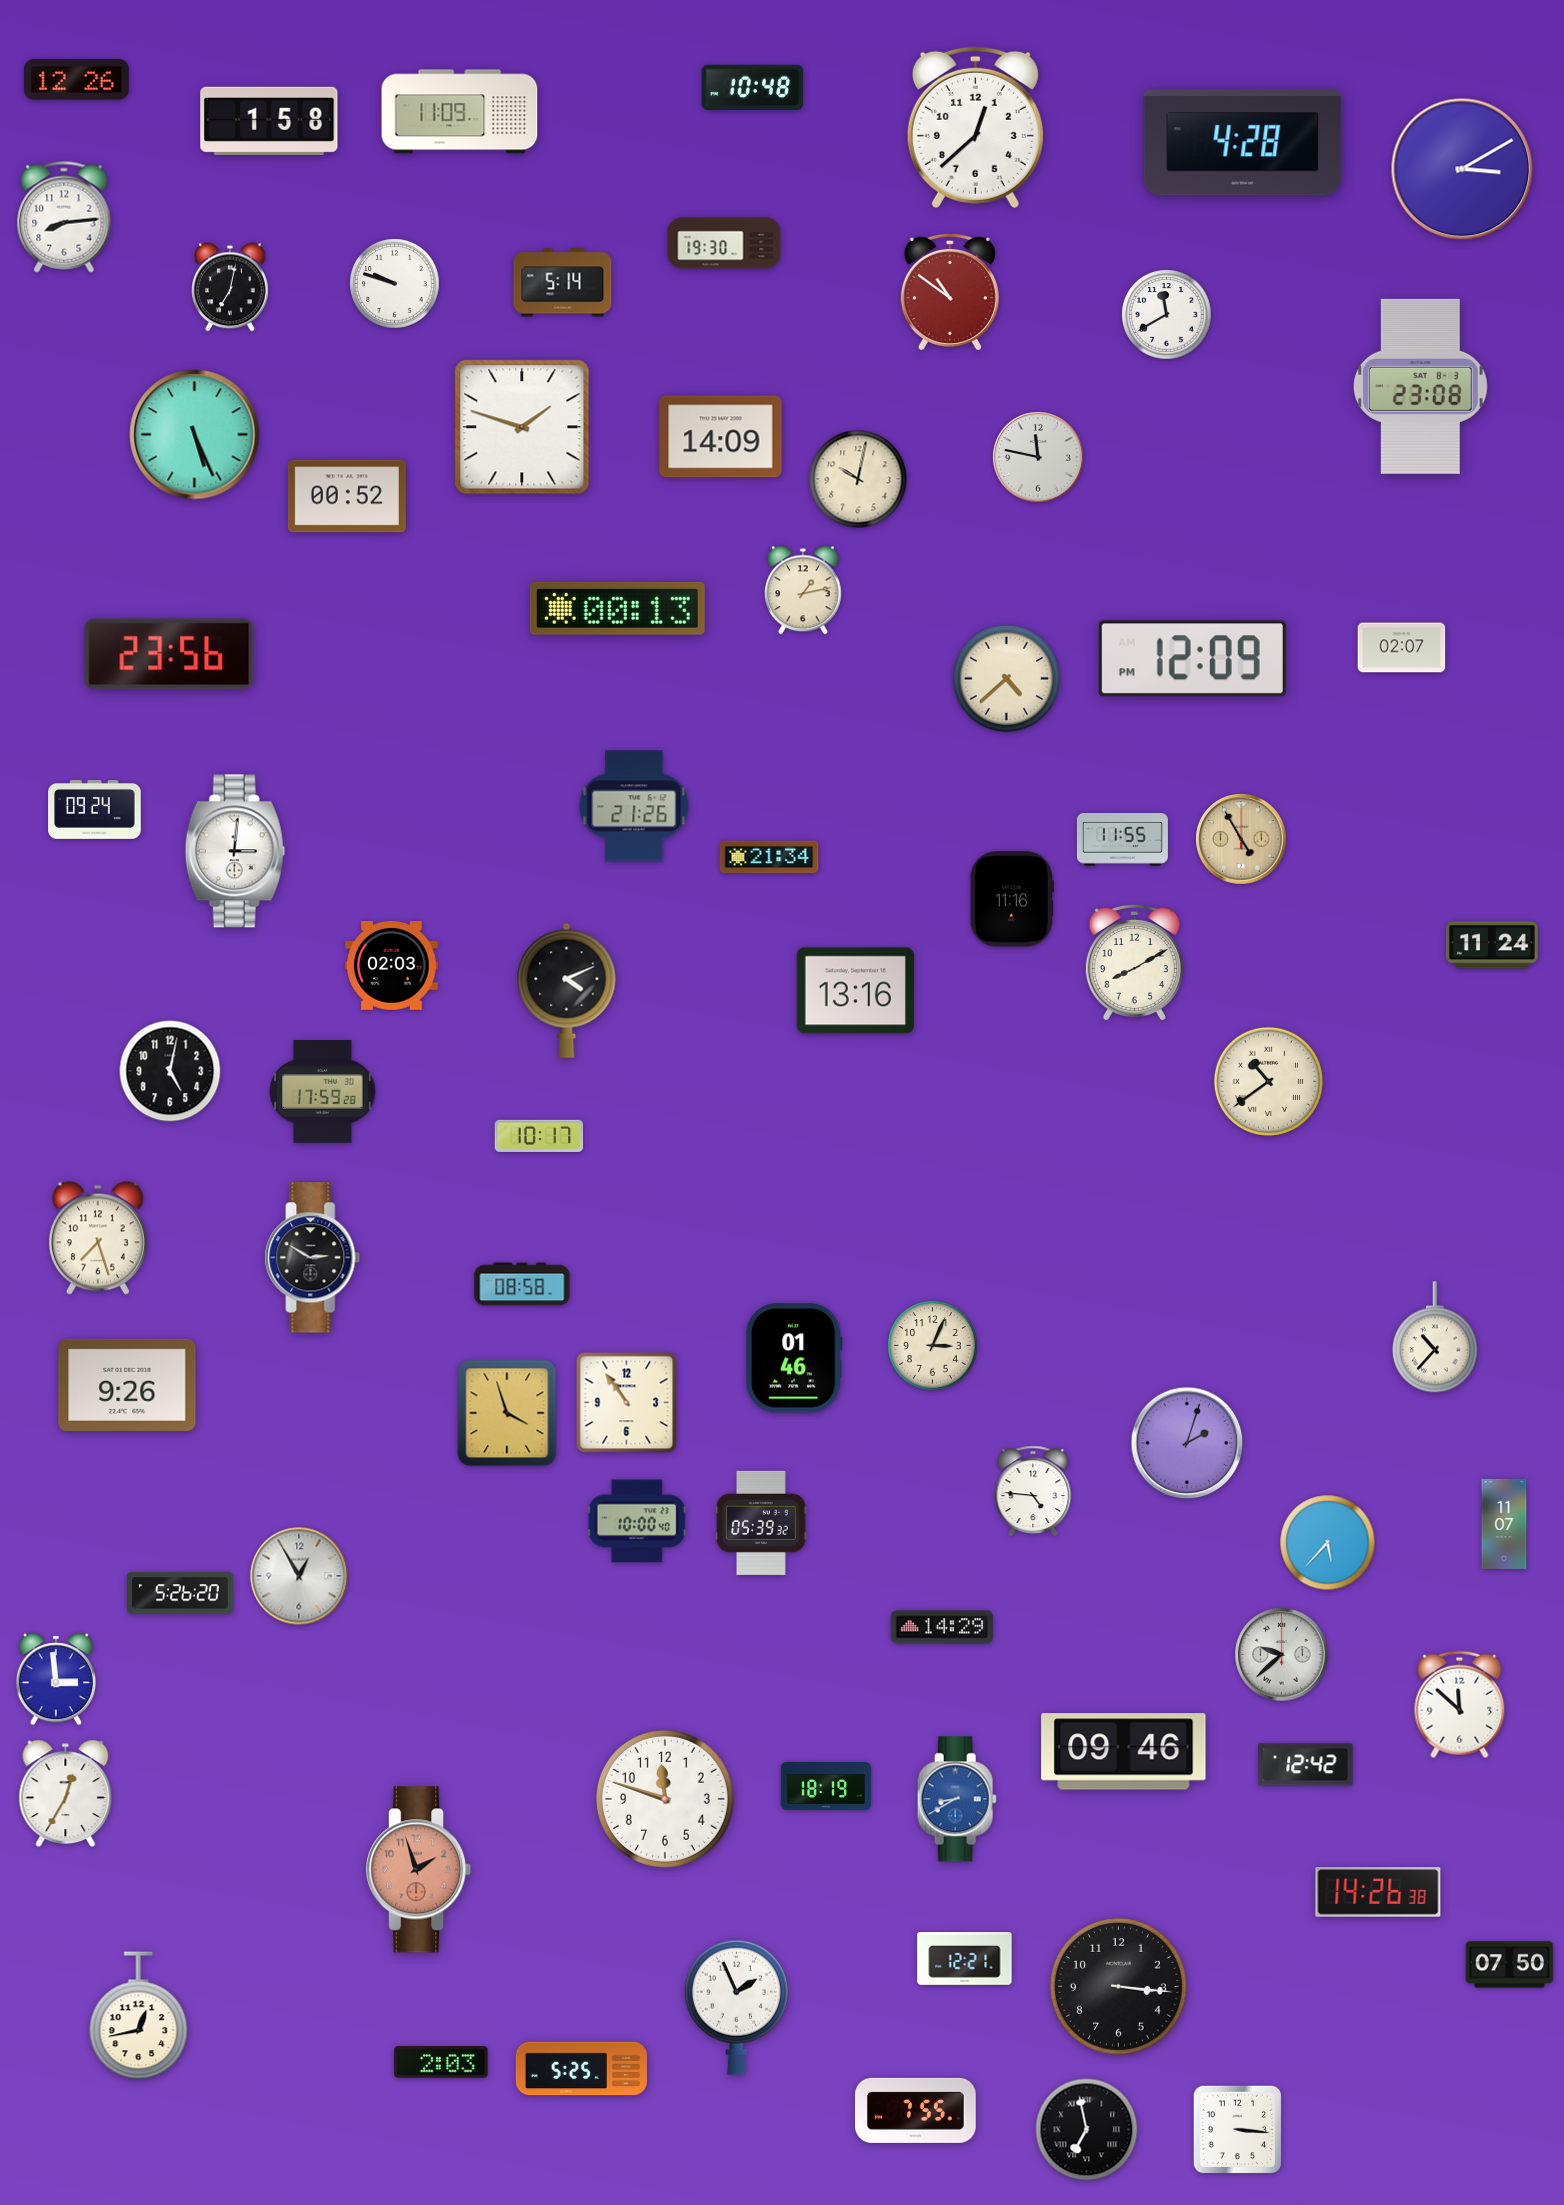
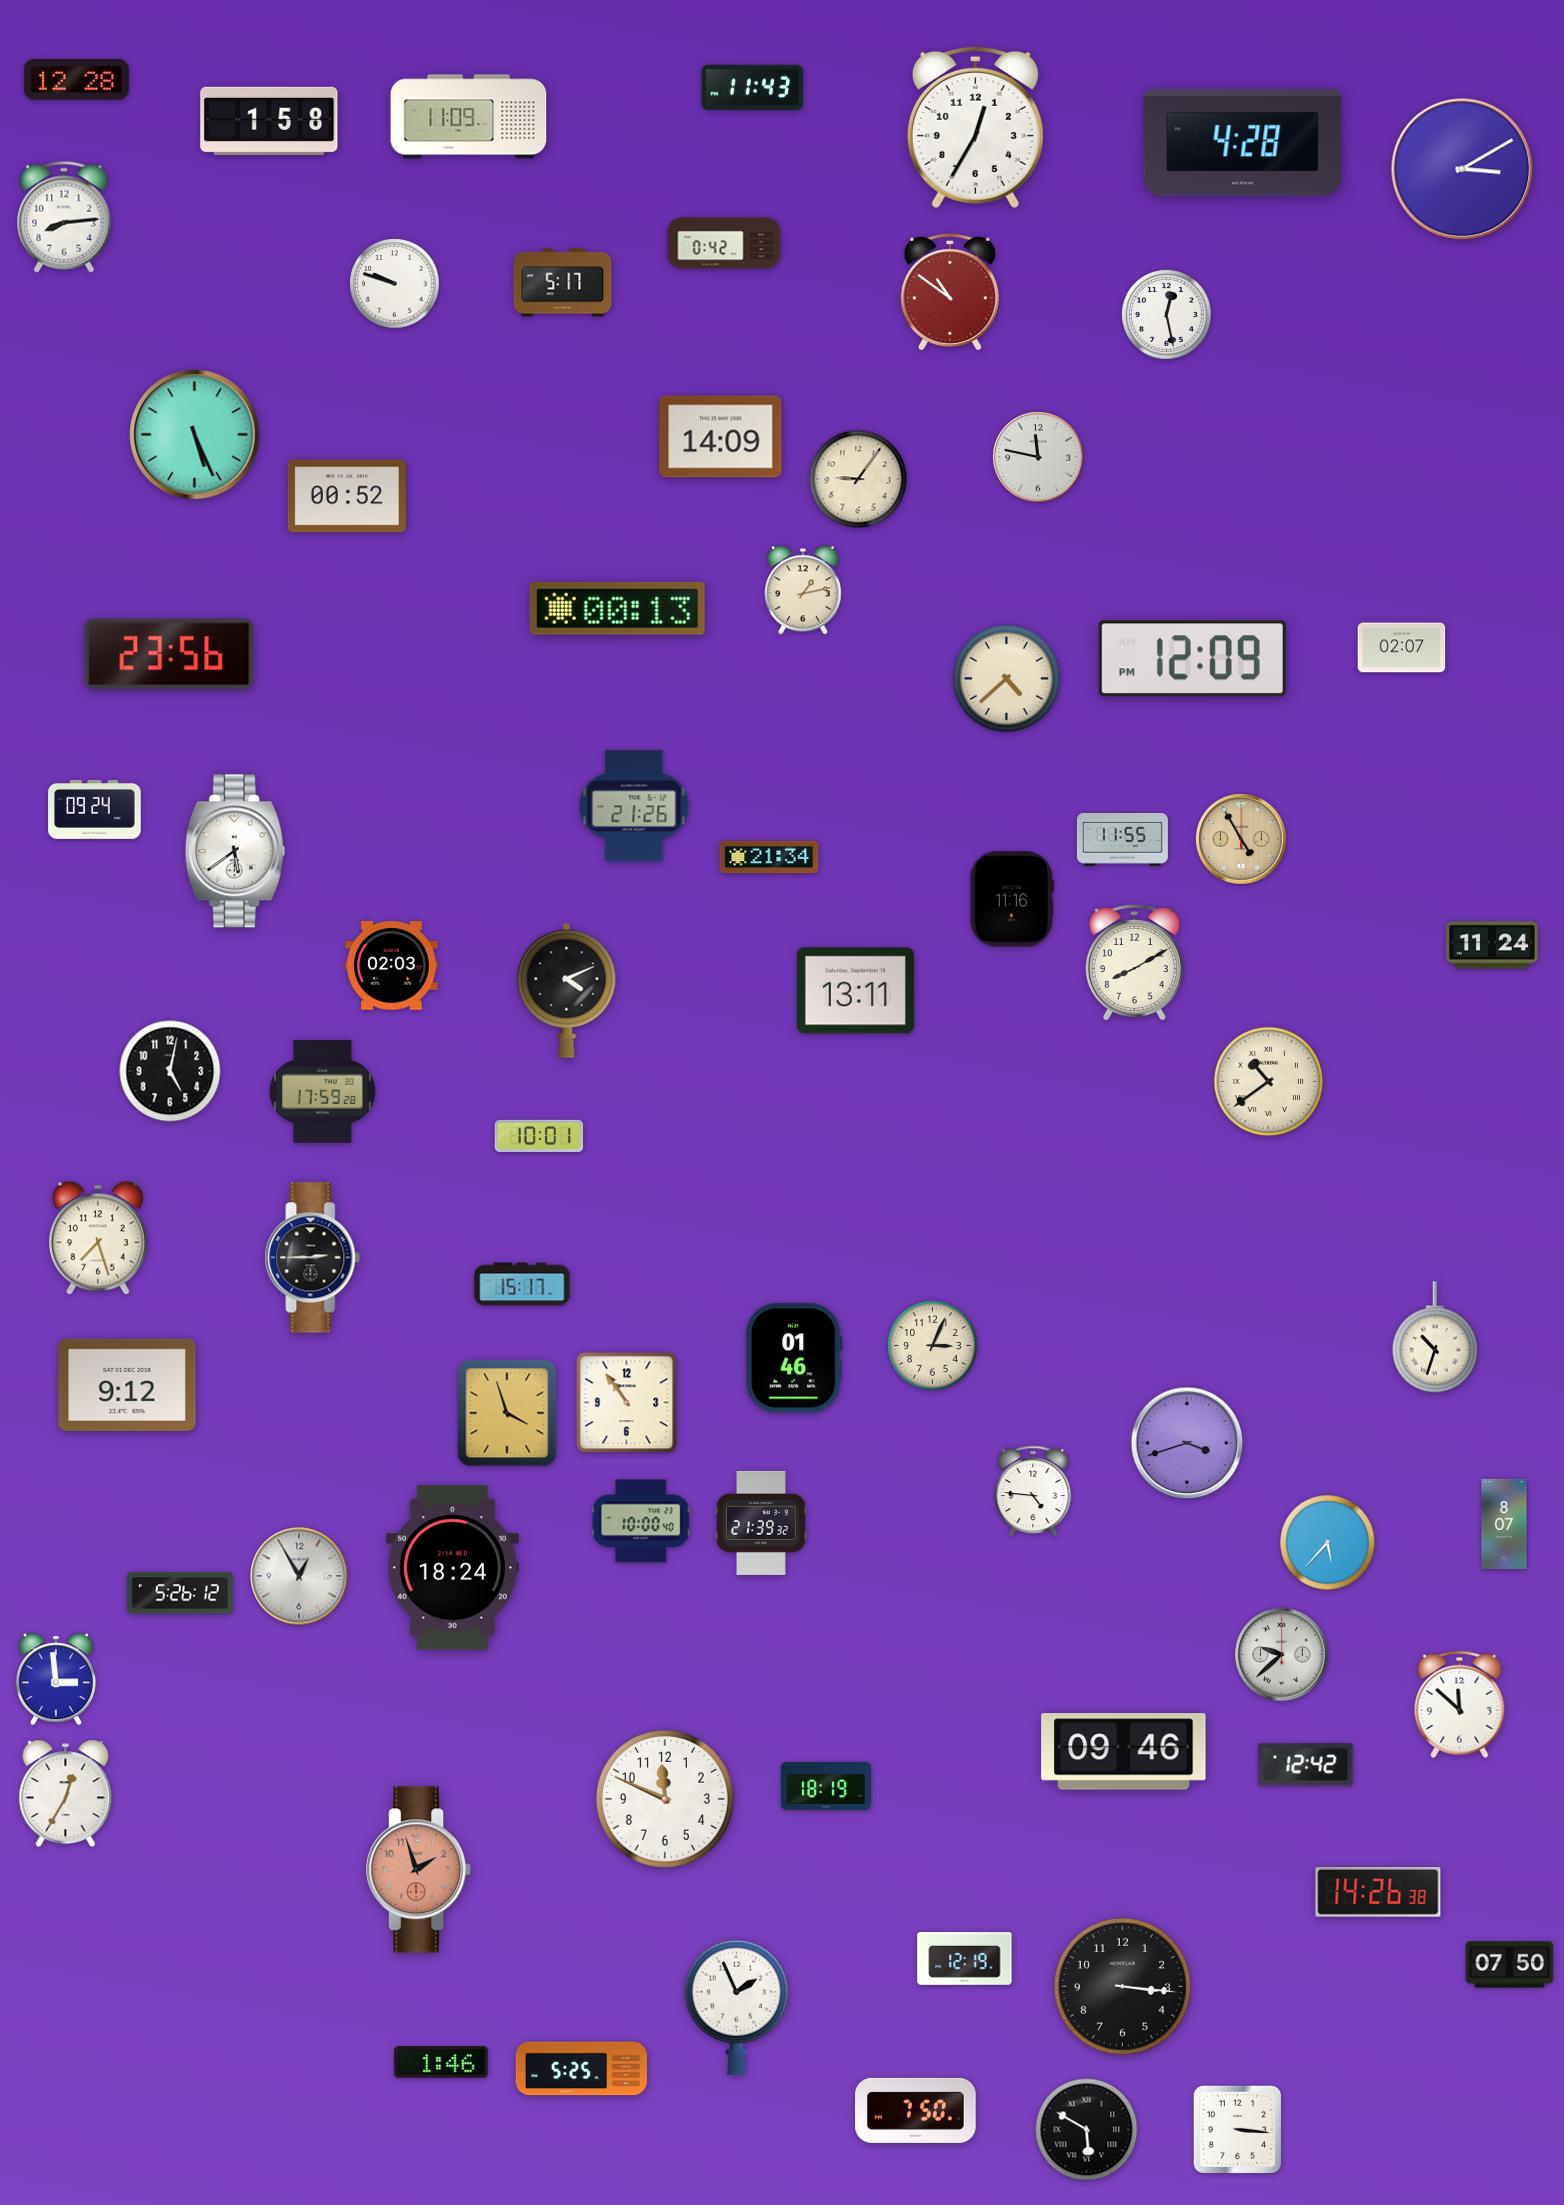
clock at (76, 79): 12:26 -> 12:28
clock at (753, 87): 10:48 -> 11:43
clock at (460, 112) position: (460, 112) -> (469, 117)
clock at (975, 127): 12:38 -> 12:35
clock at (724, 243): 19:30 -> 0:42
clock at (563, 283): 5:14 -> 5:17
clock at (231, 287): 7:02 -> none
clock at (1167, 315): 11:40 -> 12:28
clock at (1421, 386): 23:08 -> none
clock at (522, 427): 1:48 -> none
clock at (858, 479): 10:02 -> 9:06
clock at (235, 851): 3:01 -> 5:39
clock at (855, 991): 13:16 -> 13:11
clock at (539, 1136): 10:17 -> 10:01
clock at (313, 1258): 2:50 -> 2:45
clock at (522, 1284): 08:58 -> 15:17
clock at (1435, 1338): 10:37 -> 10:33
clock at (127, 1385): 9:26 -> 9:12
clock at (1187, 1443): 2:03 -> 3:42
clock at (637, 1521) position: (637, 1521) -> (641, 1521)
clock at (762, 1523): 05:39 -> 21:39
clock at (1504, 1524): 11:07 -> 8:07
clock at (452, 1568): none -> 18:24
clock at (181, 1593): 5:26:20 -> 5:26:12
clock at (942, 1627): 14:29 -> none
clock at (665, 1799): 11:48 -> 11:49
clock at (957, 1799): 8:40 -> none
clock at (965, 1959): 12:21 -> 12:19
clock at (1118, 1986) position: (1118, 1986) -> (1122, 1986)
clock at (139, 2016): 12:43 -> none
clock at (441, 2062): 2:03 -> 1:46
clock at (916, 2110): 7:55 -> 7:50
clock at (1087, 2130): 6:58 -> 5:50
